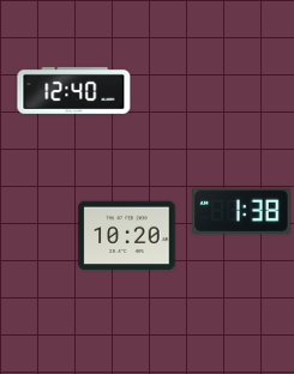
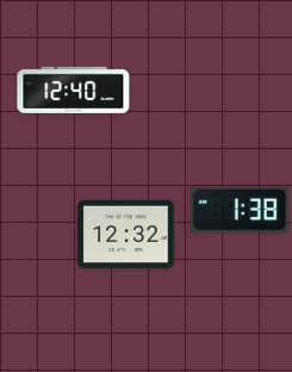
clock at (127, 236): 10:20 -> 12:32
